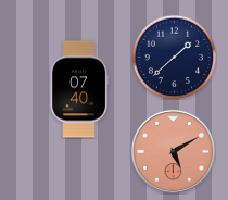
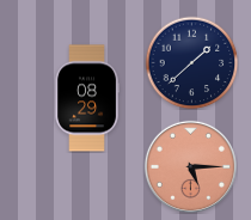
clock at (79, 89): 07:40 -> 08:29
clock at (173, 151): 5:10 -> 5:15
